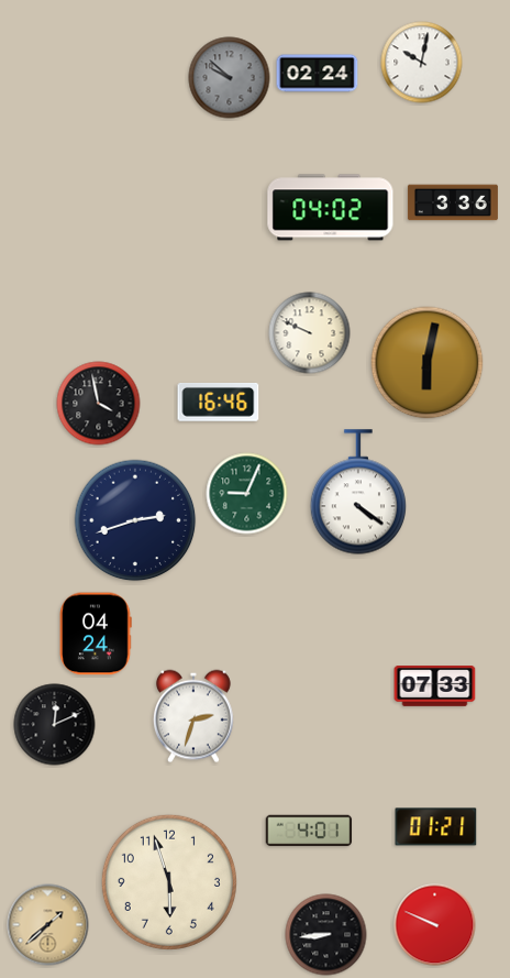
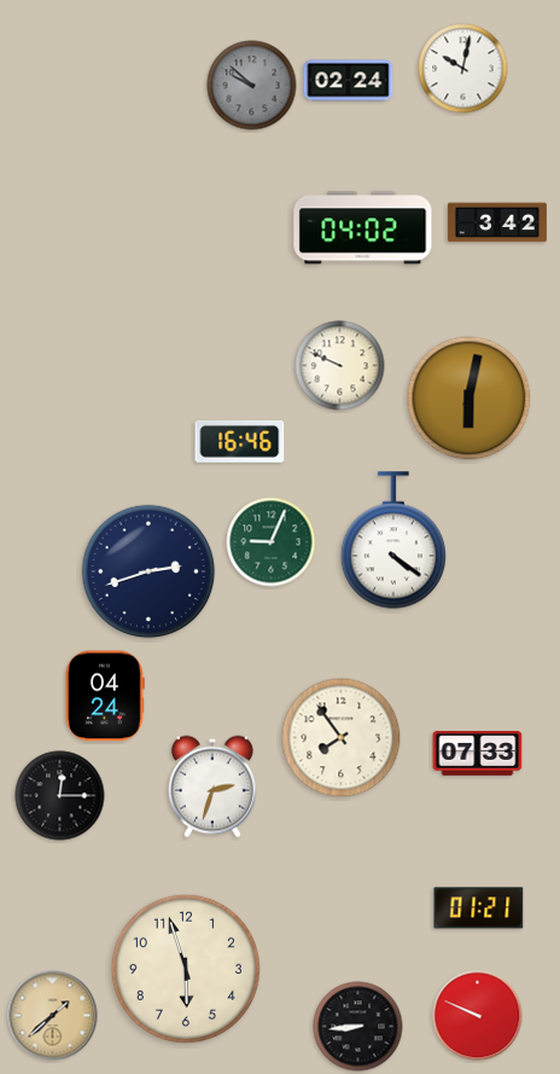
clock at (453, 202): 3:36 -> 3:42
clock at (99, 404): 3:58 -> none
clock at (342, 738): none -> 7:54
clock at (55, 725): 12:11 -> 12:15
clock at (309, 831): 4:01 -> none
